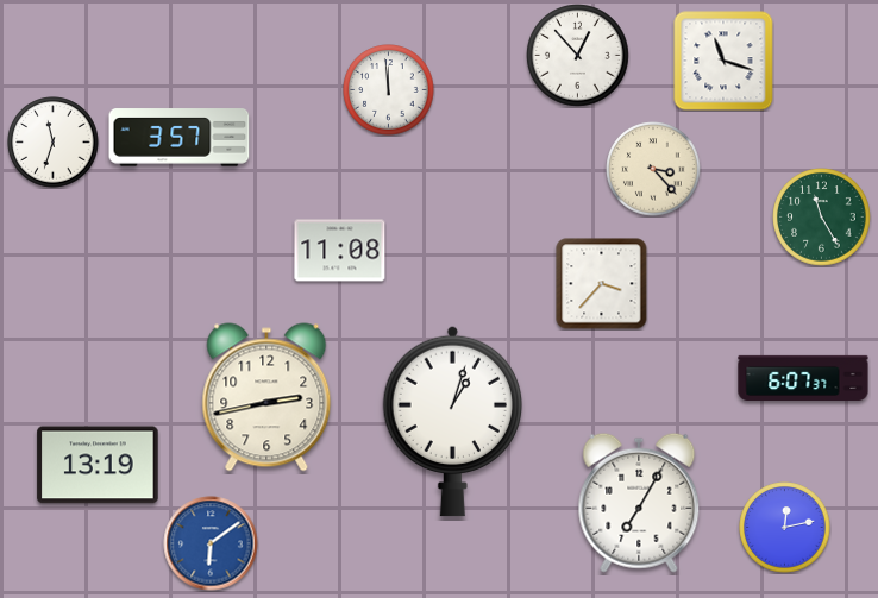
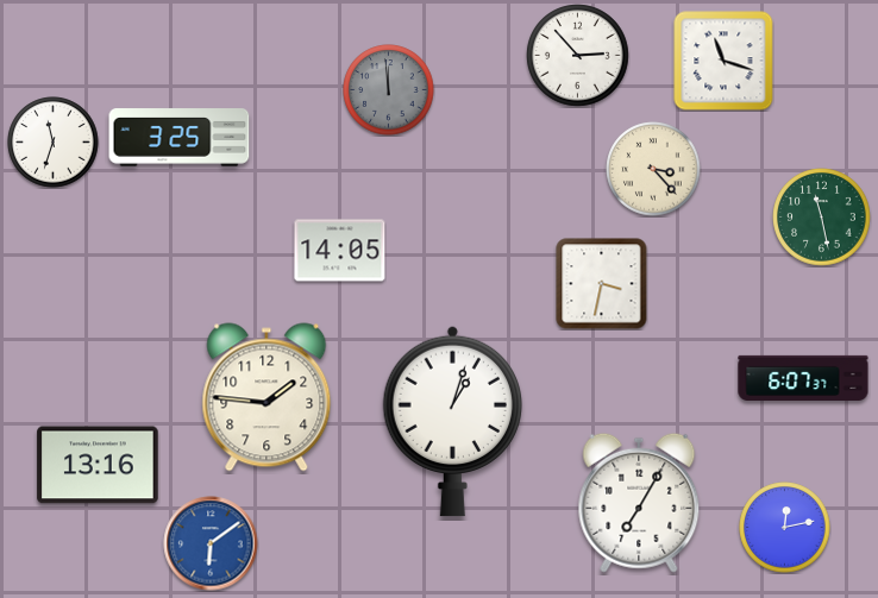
clock at (578, 56): 12:53 -> 2:53
clock at (389, 90) dial: white -> grey
clock at (180, 138): 3:57 -> 3:25
clock at (822, 218): 11:25 -> 11:28
clock at (340, 251): 11:08 -> 14:05
clock at (602, 284): 3:37 -> 3:32
clock at (266, 397): 2:43 -> 1:46
clock at (98, 465): 13:19 -> 13:16
